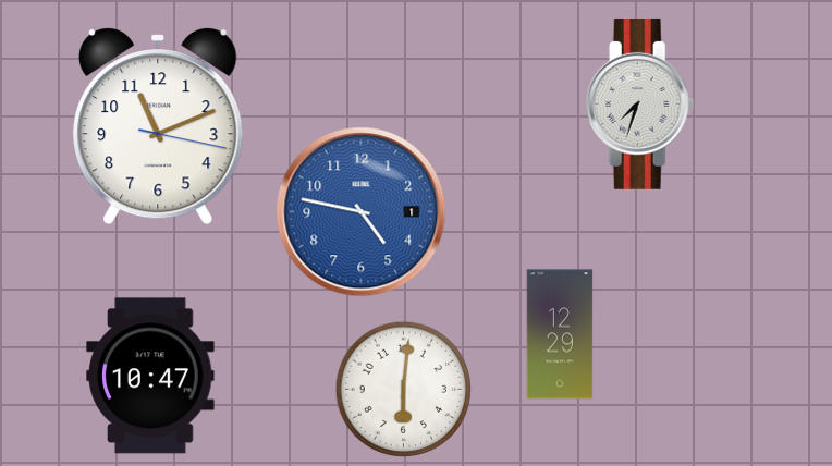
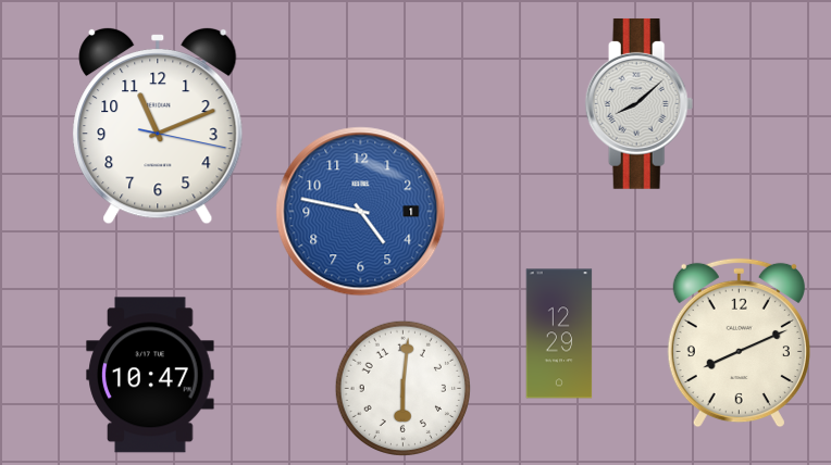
clock at (640, 103): 7:33 -> 8:08
clock at (739, 343): none -> 8:11
